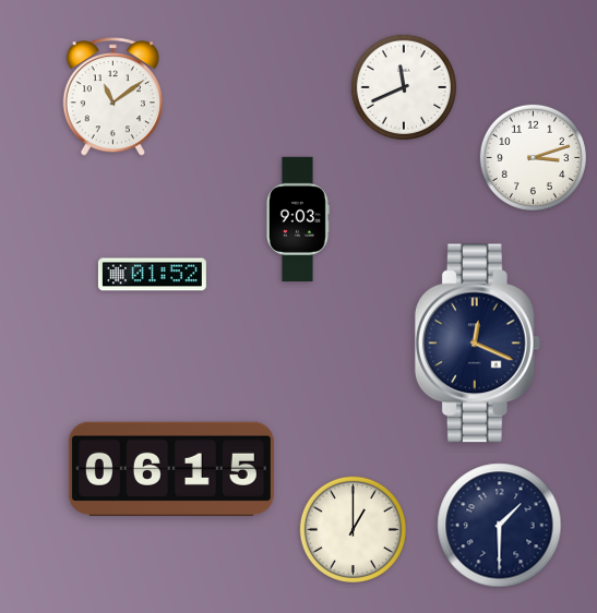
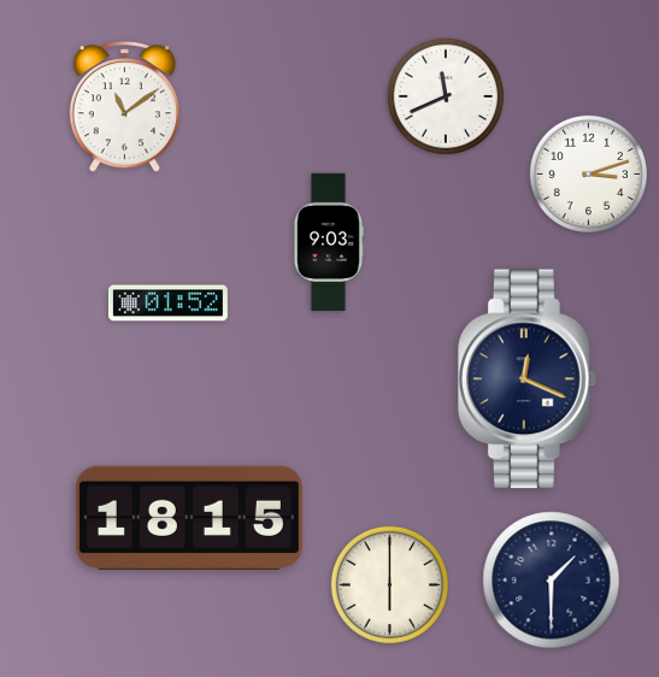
clock at (171, 469): 06:15 -> 18:15
clock at (353, 529): 1:00 -> 6:00
